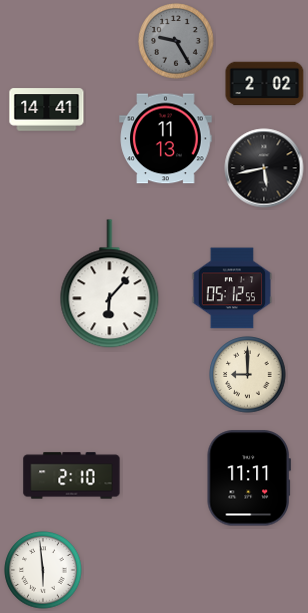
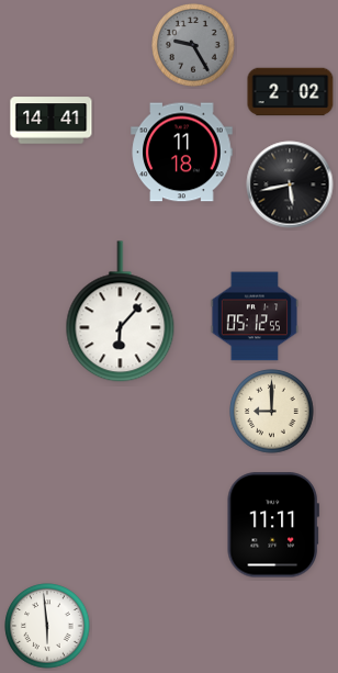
clock at (166, 139): 11:13 -> 11:18
clock at (72, 476): 2:10 -> none
